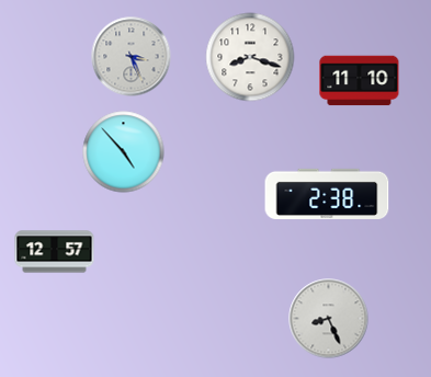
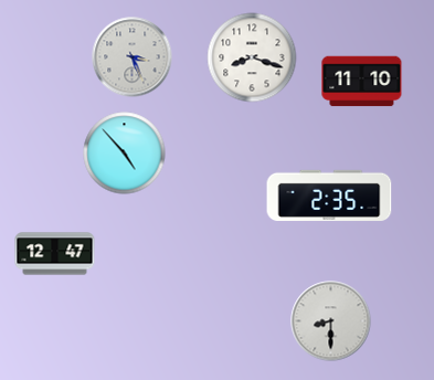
clock at (327, 194): 2:38 -> 2:35
clock at (55, 252): 12:57 -> 12:47
clock at (329, 319): 8:26 -> 8:30
